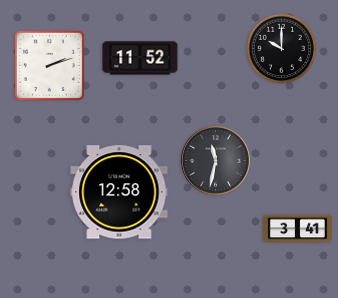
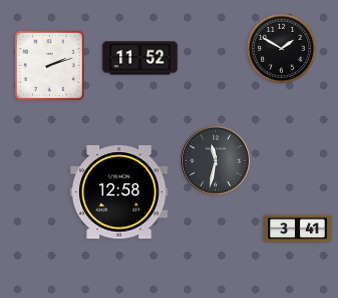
clock at (282, 49): 10:00 -> 1:50
